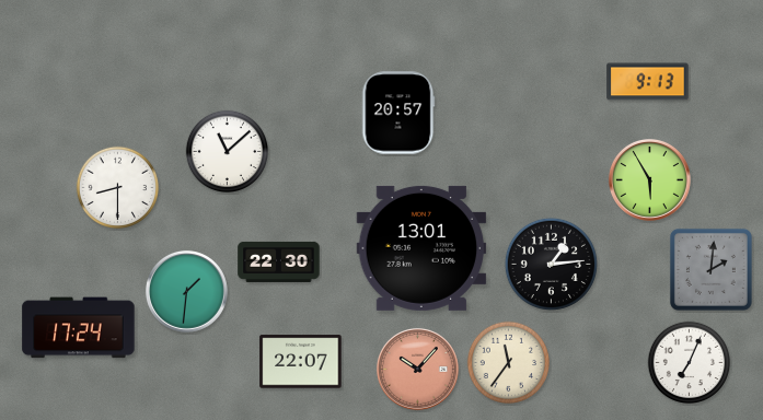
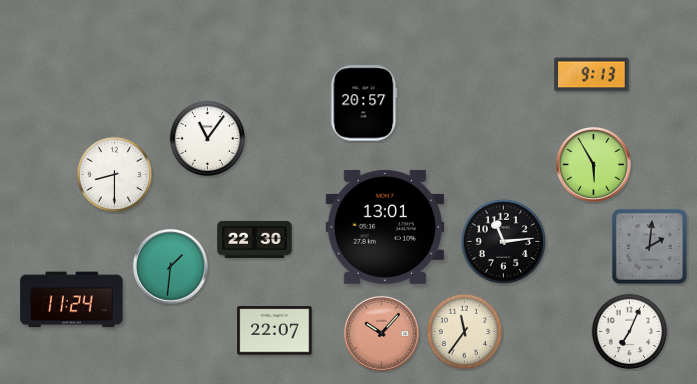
clock at (228, 152): 11:08 -> 11:06
clock at (118, 188) position: (118, 188) -> (115, 175)
clock at (551, 264): 1:14 -> 11:14
clock at (79, 328): 17:24 -> 11:24
clock at (417, 369) position: (417, 369) -> (381, 333)
